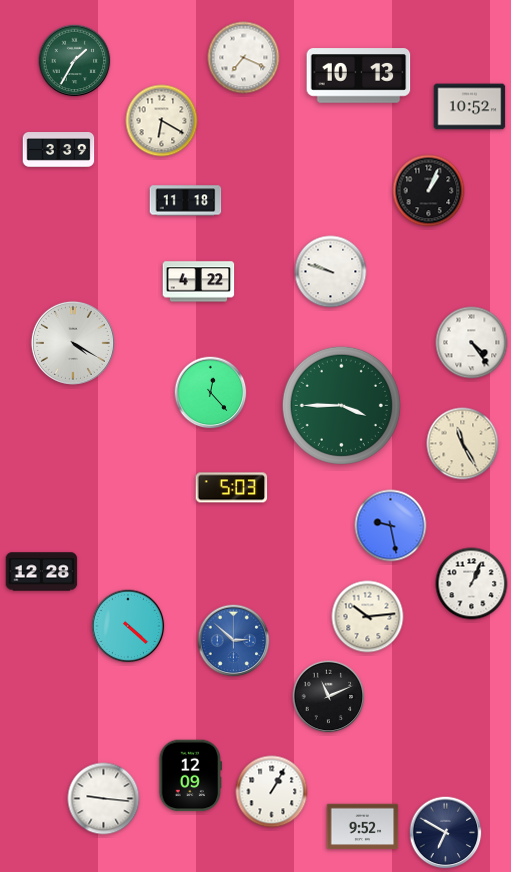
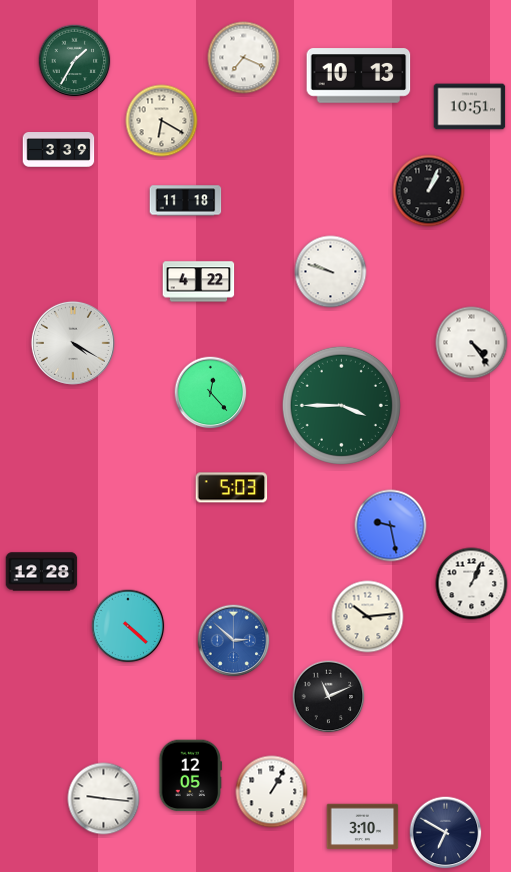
clock at (470, 107): 10:52 -> 10:51
clock at (463, 444): 11:25 -> none
clock at (191, 776): 12:09 -> 12:05
clock at (363, 827): 9:52 -> 3:10
